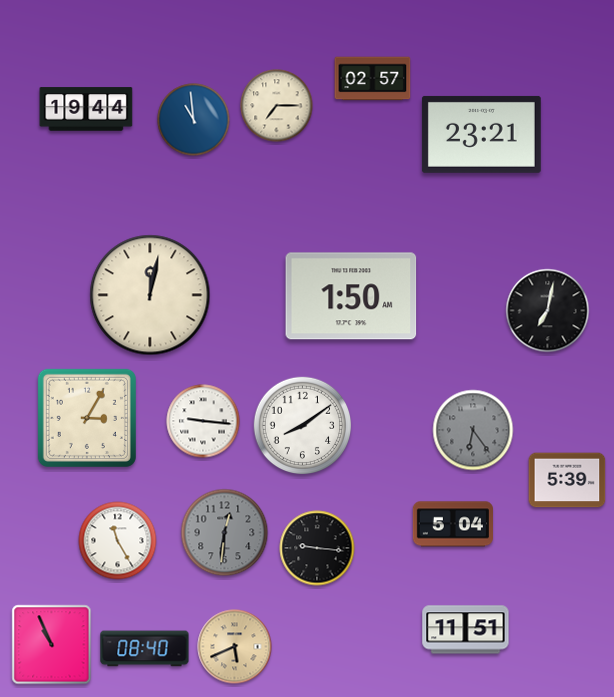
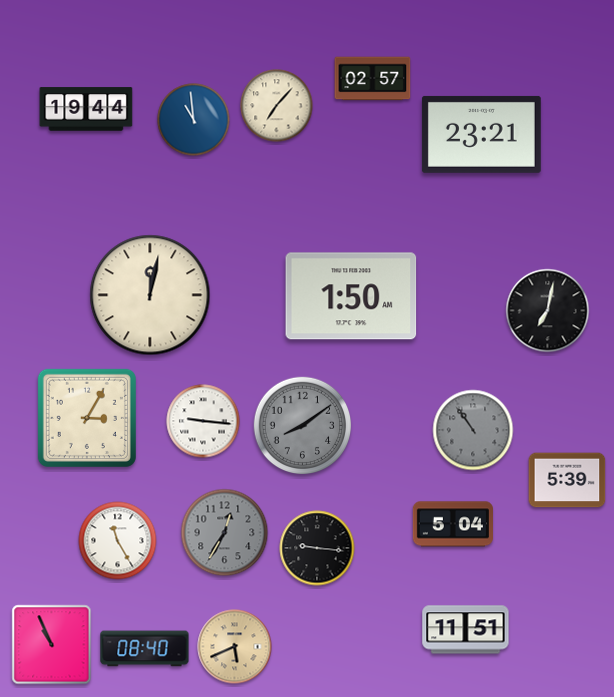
clock at (277, 106): 7:15 -> 7:07
clock at (303, 426) dial: white -> grey
clock at (473, 430): 6:24 -> 10:54
clock at (225, 533): 12:31 -> 12:35
